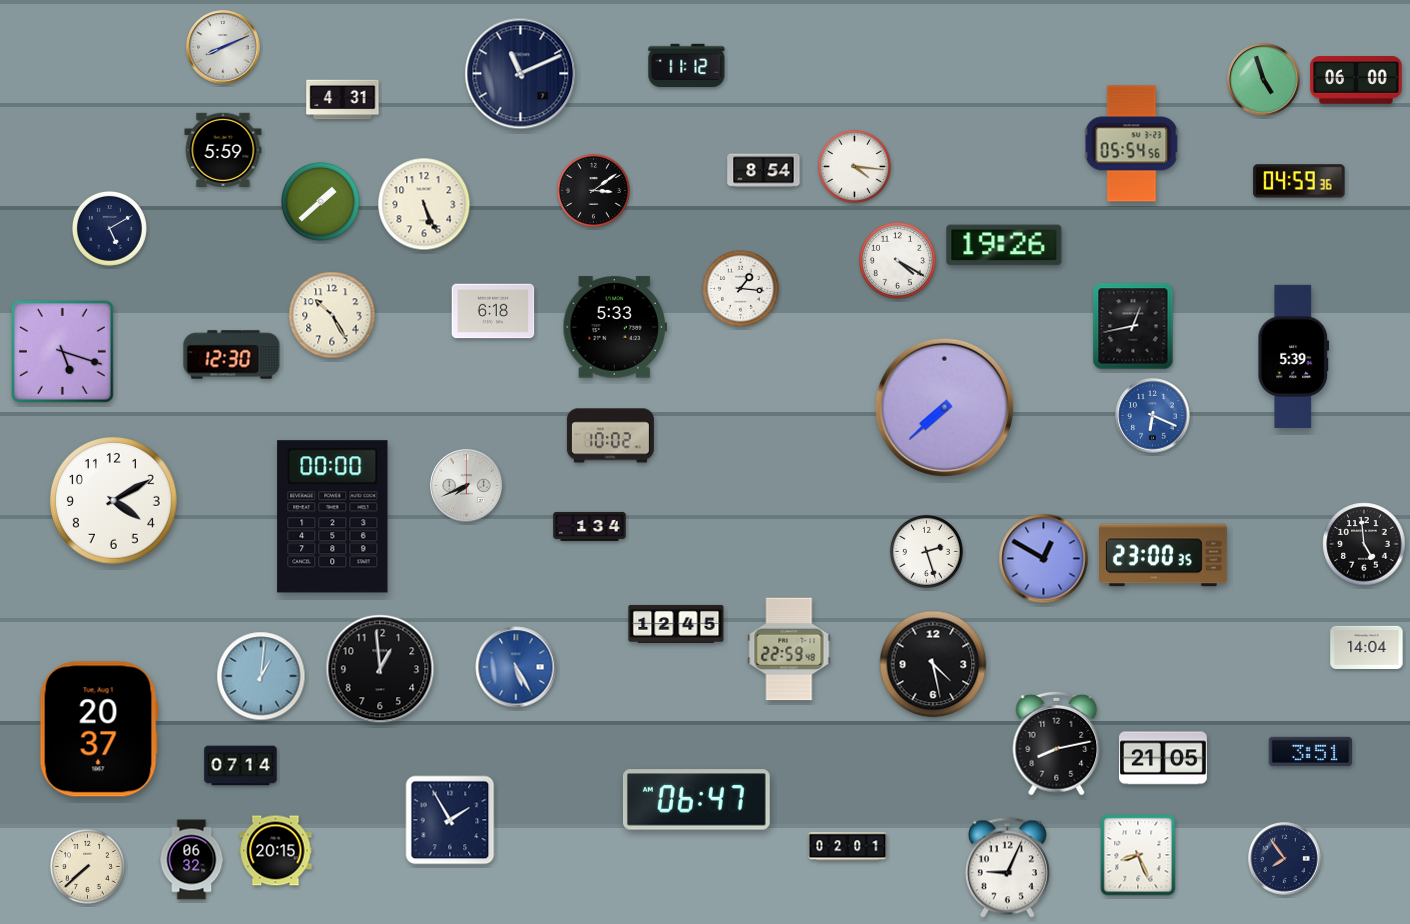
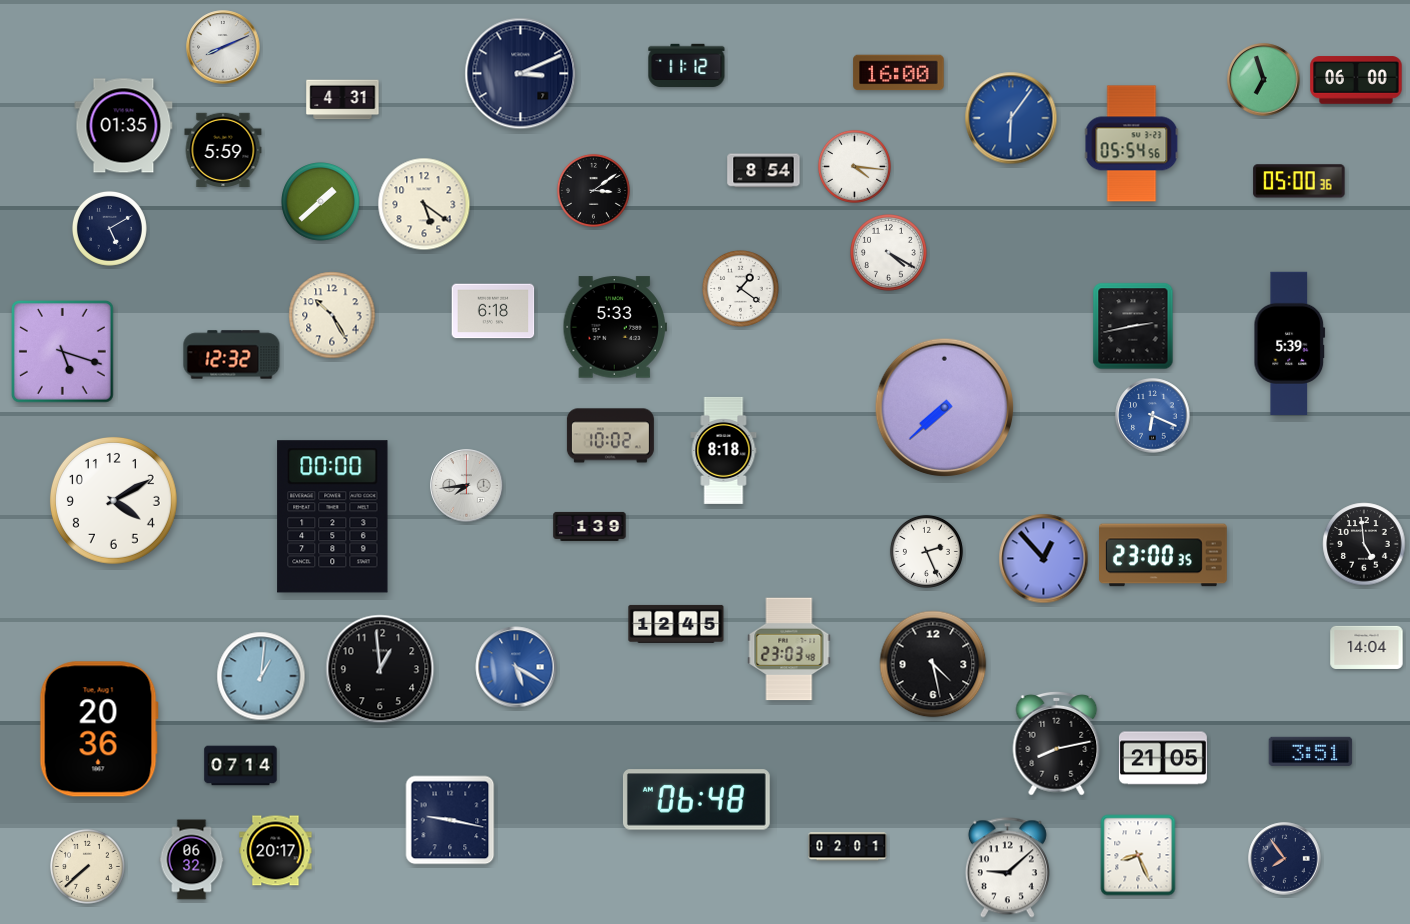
clock at (899, 73): none -> 16:00
clock at (521, 74): 11:11 -> 3:11
clock at (1264, 80): 4:57 -> 6:57
clock at (1011, 118): none -> 6:06
clock at (124, 126): none -> 01:35
clock at (1299, 181): 04:59 -> 05:00
clock at (424, 204): 5:26 -> 5:21
clock at (1004, 245): 19:26 -> none
clock at (898, 261) position: (898, 261) -> (889, 253)
clock at (741, 289): 1:16 -> 1:21
clock at (1133, 326): 12:43 -> 2:43
clock at (232, 355): 12:30 -> 12:32
clock at (1294, 356) position: (1294, 356) -> (1290, 343)
clock at (724, 450): none -> 8:18
clock at (467, 486): 7:41 -> 7:44
clock at (590, 526): 1:34 -> 1:39
clock at (926, 551): 2:27 -> 2:26
clock at (1044, 559): 12:50 -> 12:53
clock at (789, 649): 22:59 -> 23:03
clock at (516, 667): 5:25 -> 5:20
clock at (99, 729): 20:37 -> 20:36
clock at (696, 800): 06:47 -> 06:48
clock at (450, 820): 1:55 -> 9:17
clock at (276, 851): 20:15 -> 20:17
clock at (1007, 868): 9:04 -> 9:08
